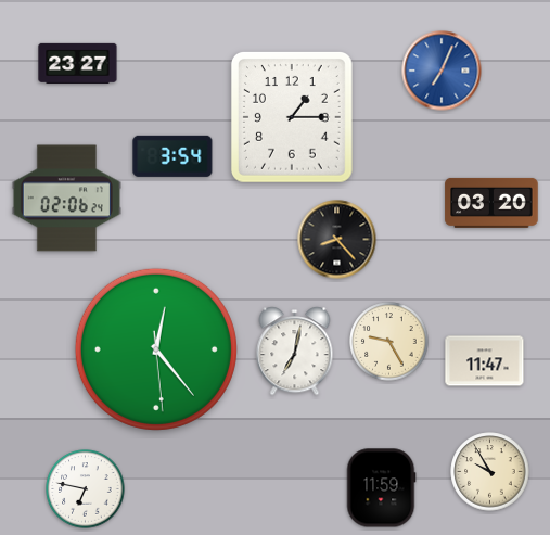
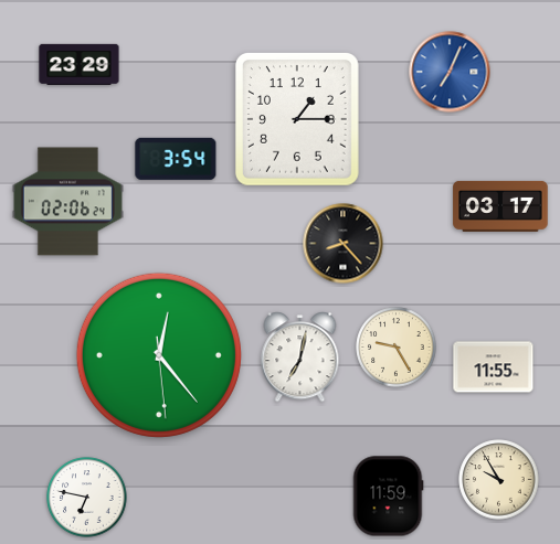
clock at (78, 63): 23:27 -> 23:29
clock at (491, 203): 03:20 -> 03:17
clock at (485, 361): 11:47 -> 11:55
